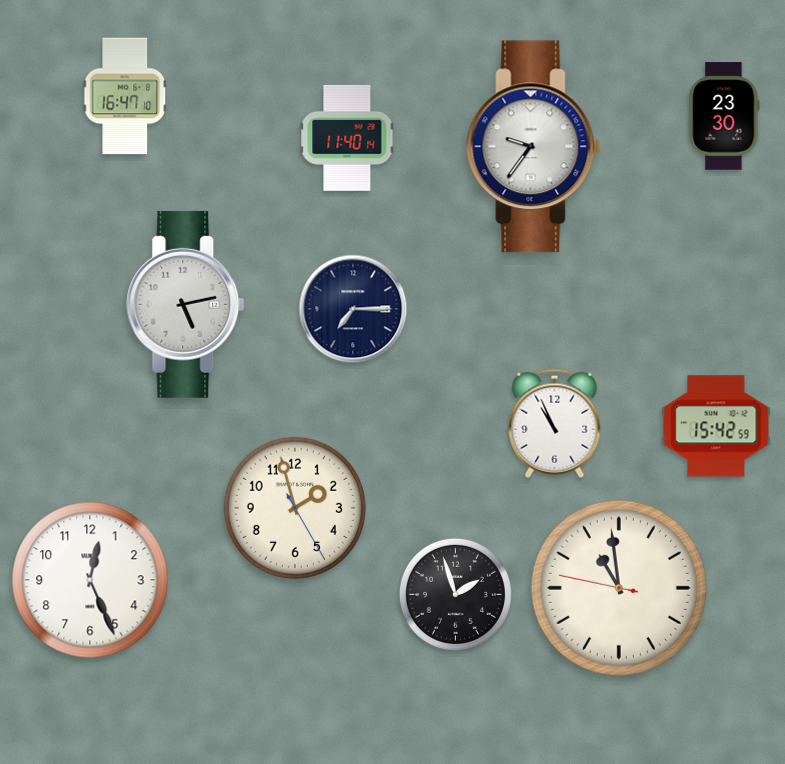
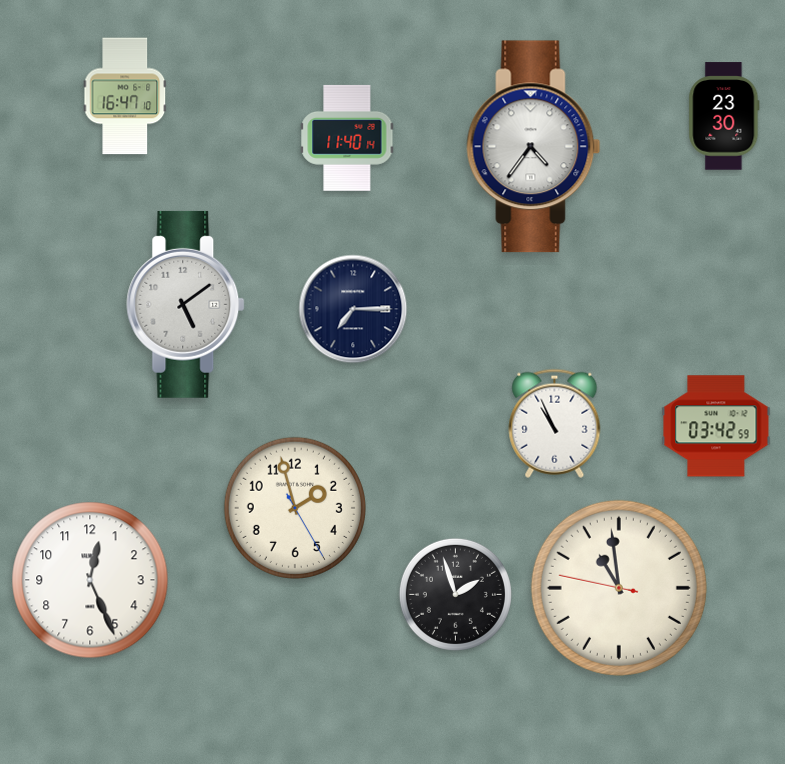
clock at (534, 147): 9:36 -> 4:36
clock at (186, 304): 5:13 -> 5:09
clock at (716, 426): 15:42 -> 03:42
